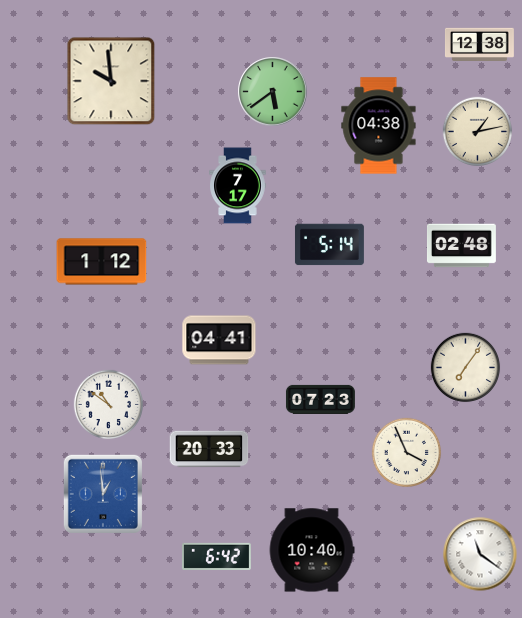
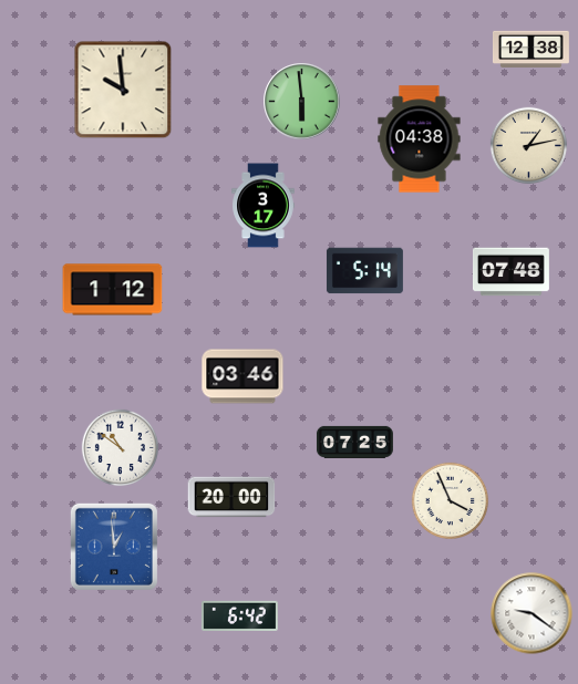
clock at (273, 92): 5:39 -> 5:59
clock at (238, 186): 7:17 -> 3:17
clock at (462, 246): 02:48 -> 07:48
clock at (219, 340): 04:41 -> 03:46
clock at (466, 368): 7:06 -> none
clock at (320, 399): 07:23 -> 07:25
clock at (209, 449): 20:33 -> 20:00
clock at (312, 550): 10:40 -> none
clock at (480, 554): 11:21 -> 9:21
